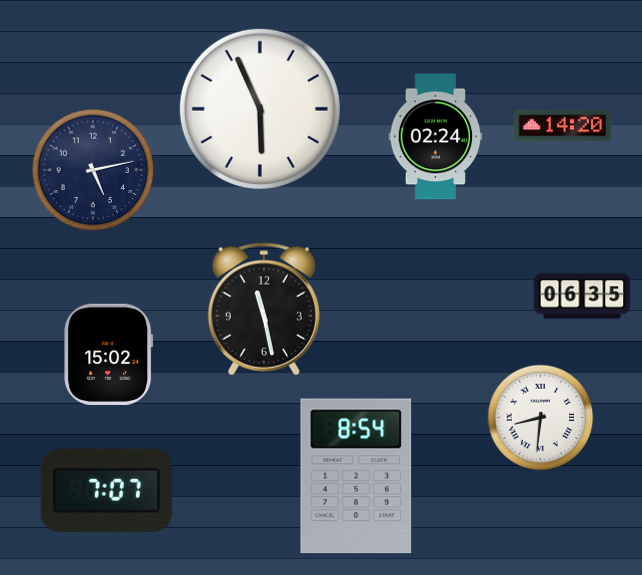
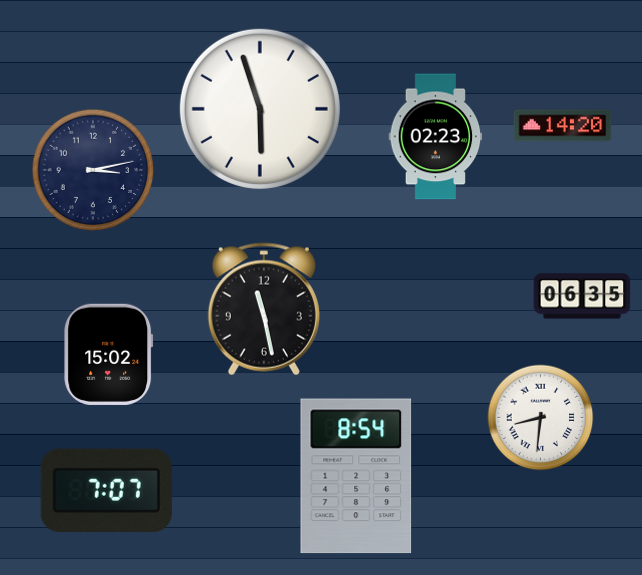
clock at (260, 109): 5:56 -> 5:57
clock at (436, 137): 02:24 -> 02:23
clock at (93, 170): 5:13 -> 3:13
